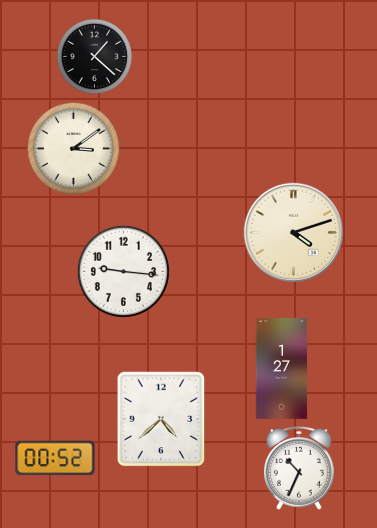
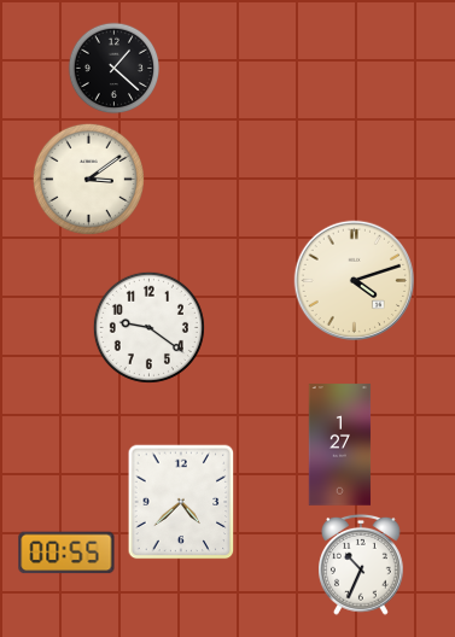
clock at (123, 271): 9:16 -> 9:21
clock at (161, 419) position: (161, 419) -> (181, 502)
clock at (55, 458): 00:52 -> 00:55
